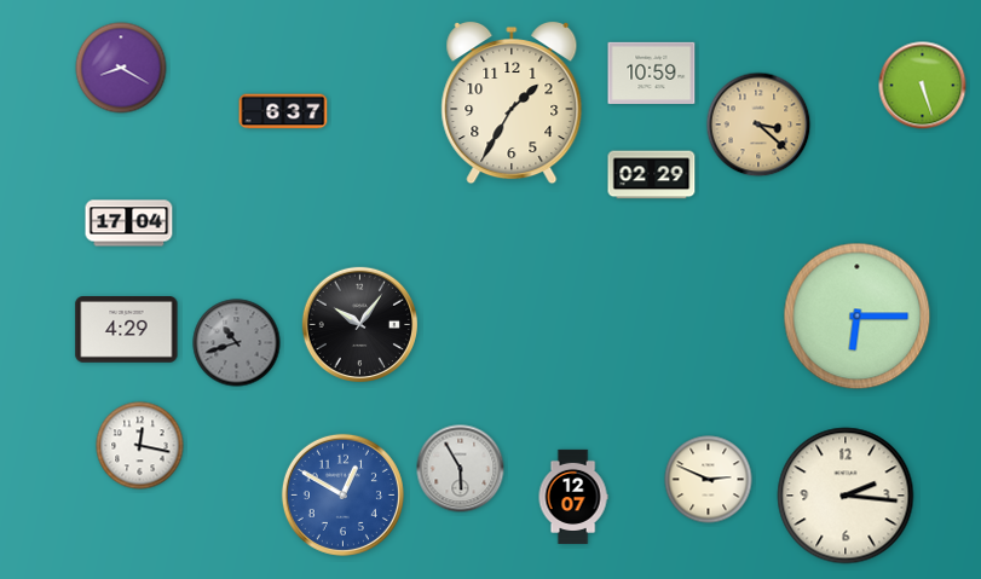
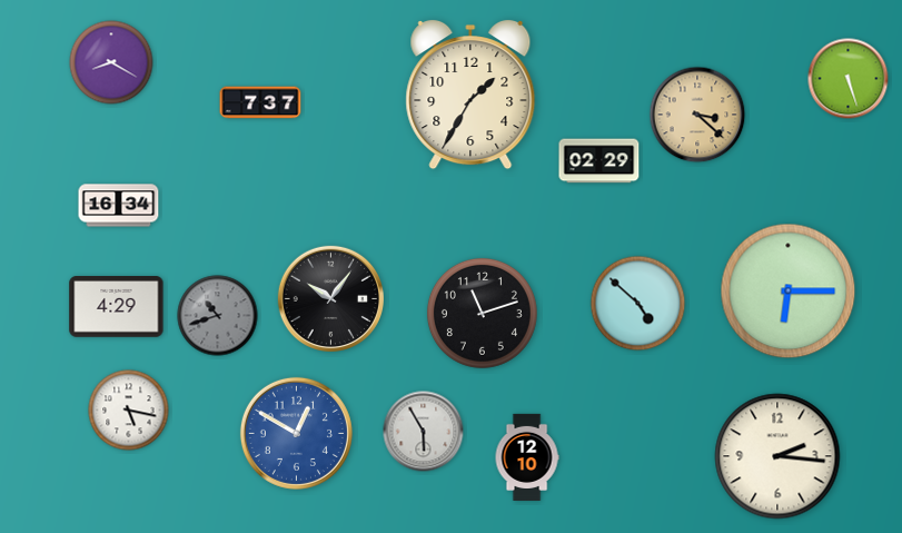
clock at (652, 73): 10:59 -> none
clock at (283, 111): 6:37 -> 7:37
clock at (129, 224): 17:04 -> 16:34
clock at (127, 330) position: (127, 330) -> (117, 307)
clock at (638, 304): none -> 4:52
clock at (482, 313): none -> 11:12
clock at (140, 446): 12:17 -> 5:17
clock at (709, 480): 2:49 -> none
clock at (342, 494) position: (342, 494) -> (296, 433)
clock at (573, 497): 12:07 -> 12:10
